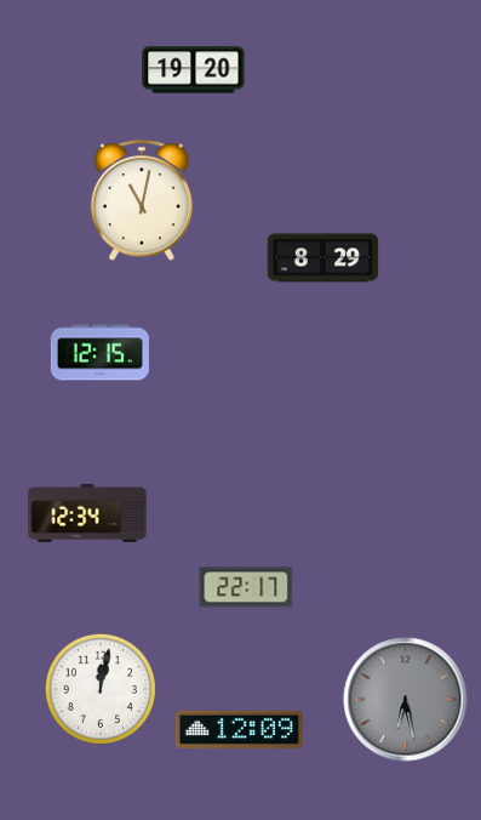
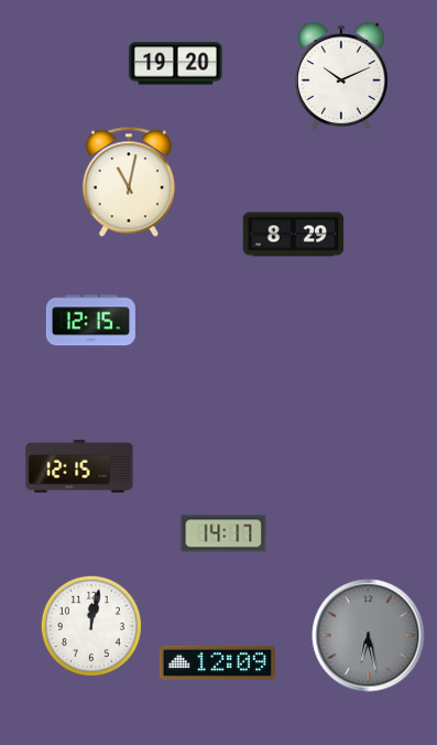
clock at (341, 76): none -> 10:11
clock at (87, 514): 12:34 -> 12:15
clock at (246, 587): 22:17 -> 14:17
